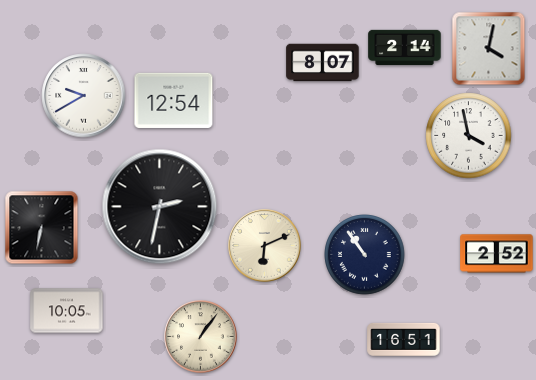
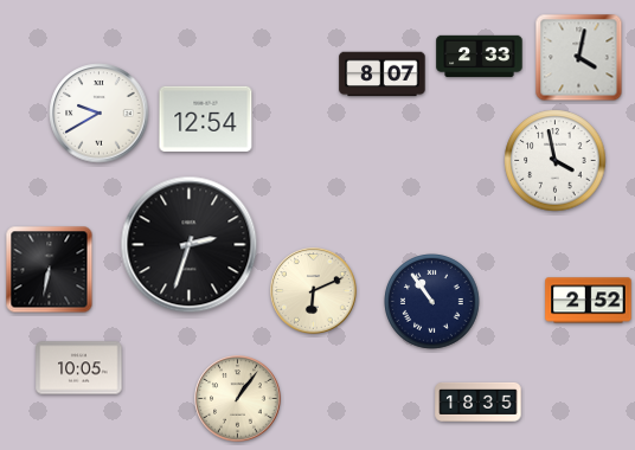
clock at (405, 48): 2:14 -> 2:33
clock at (160, 207): 2:32 -> 2:33
clock at (404, 339): 16:51 -> 18:35
